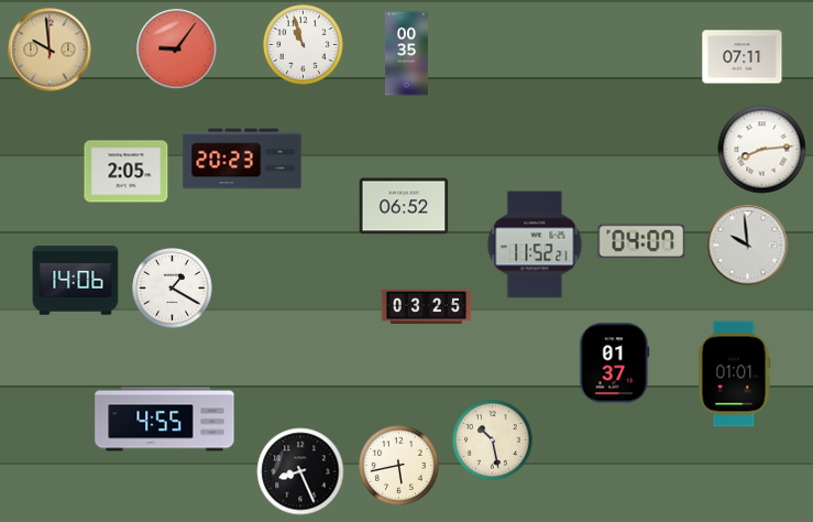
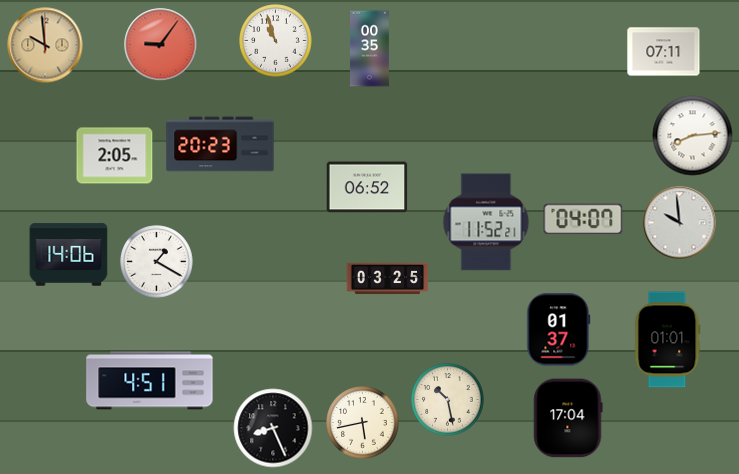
clock at (743, 57) position: (743, 57) -> (664, 52)
clock at (165, 420): 4:55 -> 4:51
clock at (568, 418): none -> 17:04
